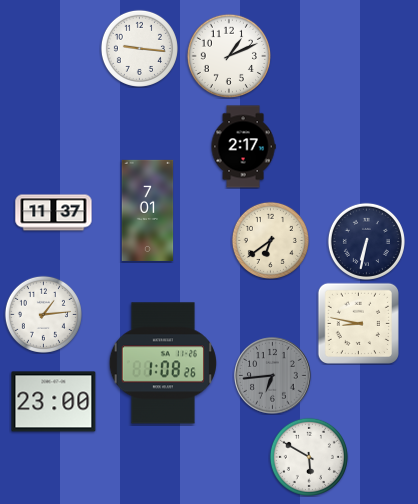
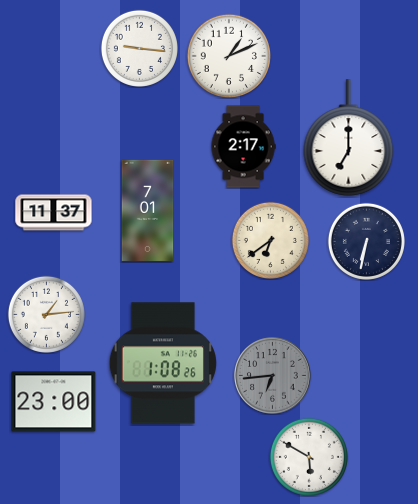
clock at (349, 138): none -> 7:00
clock at (43, 314) position: (43, 314) -> (46, 314)
clock at (358, 323): 8:47 -> none
